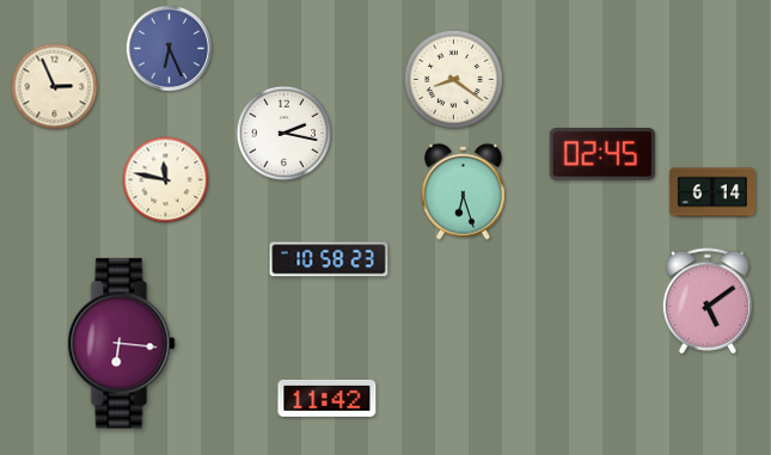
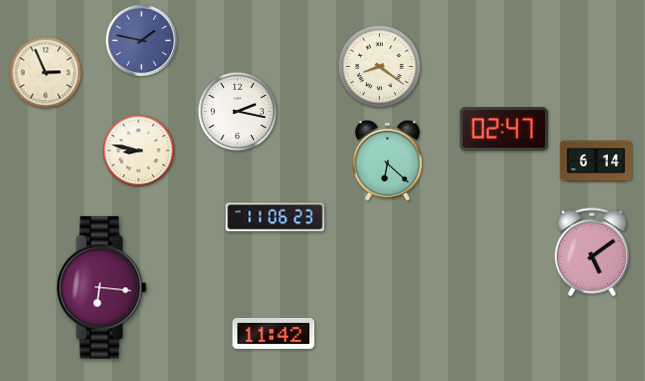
clock at (170, 49): 6:26 -> 1:47
clock at (602, 154): 02:45 -> 02:47
clock at (166, 180): 11:47 -> 8:47
clock at (463, 191): 6:27 -> 6:22
clock at (329, 259): 10:58 -> 11:06
